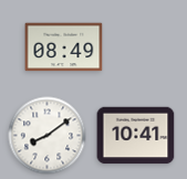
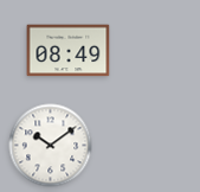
clock at (48, 136): 8:09 -> 10:09
clock at (136, 136): 10:41 -> none
